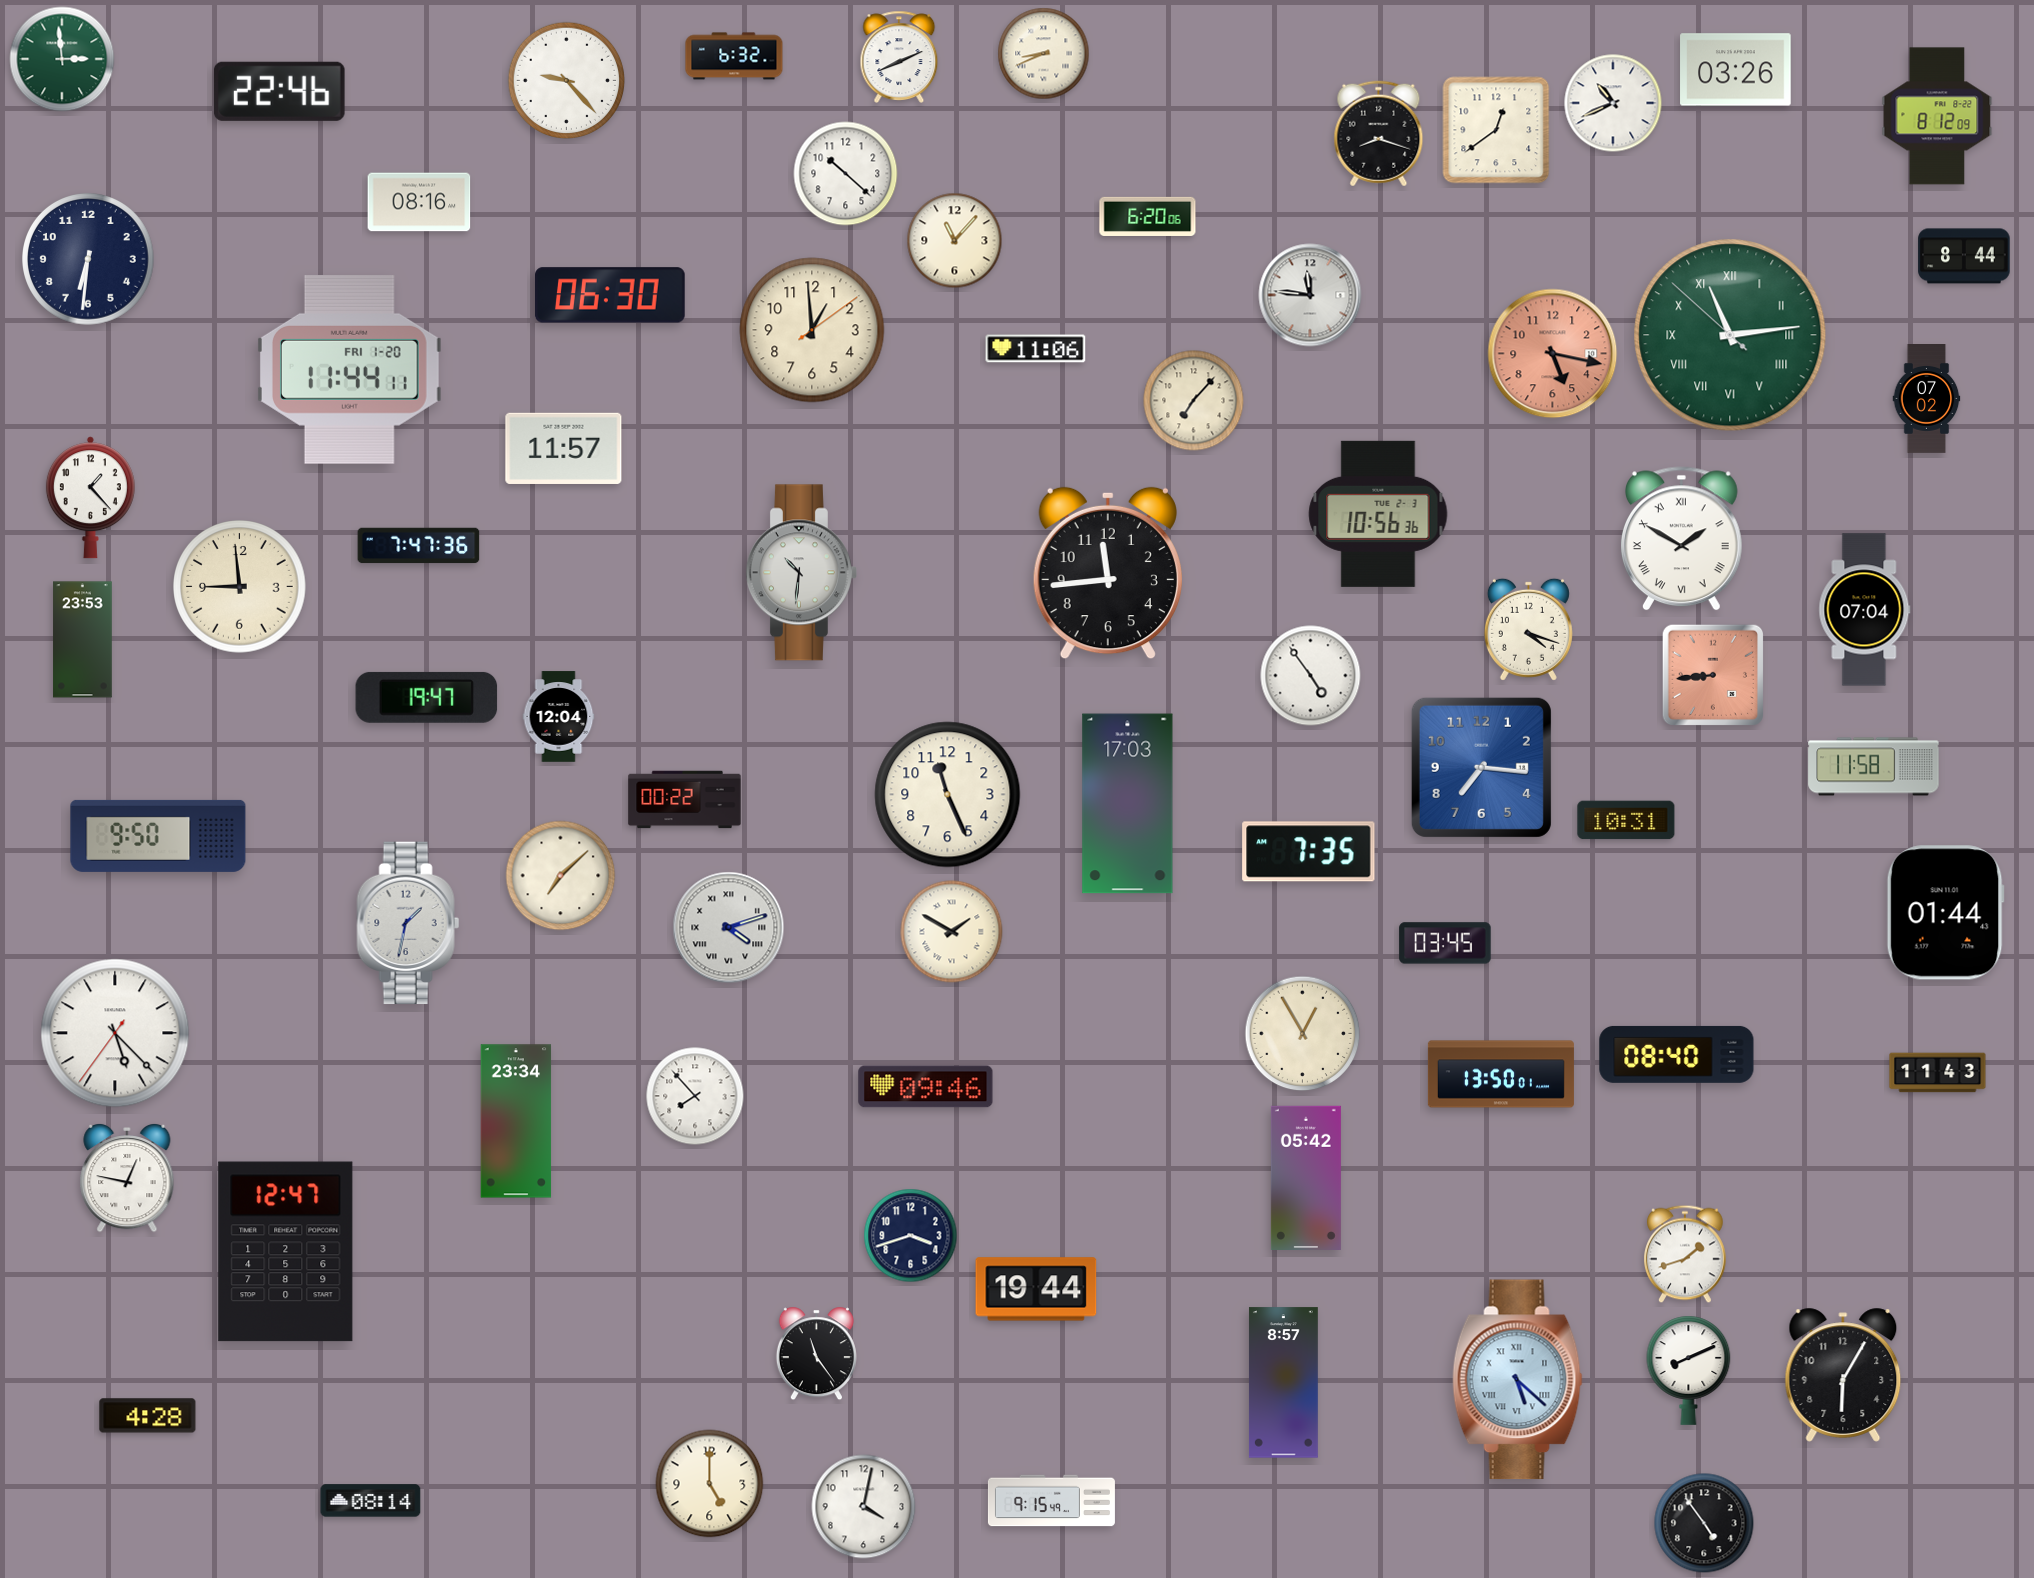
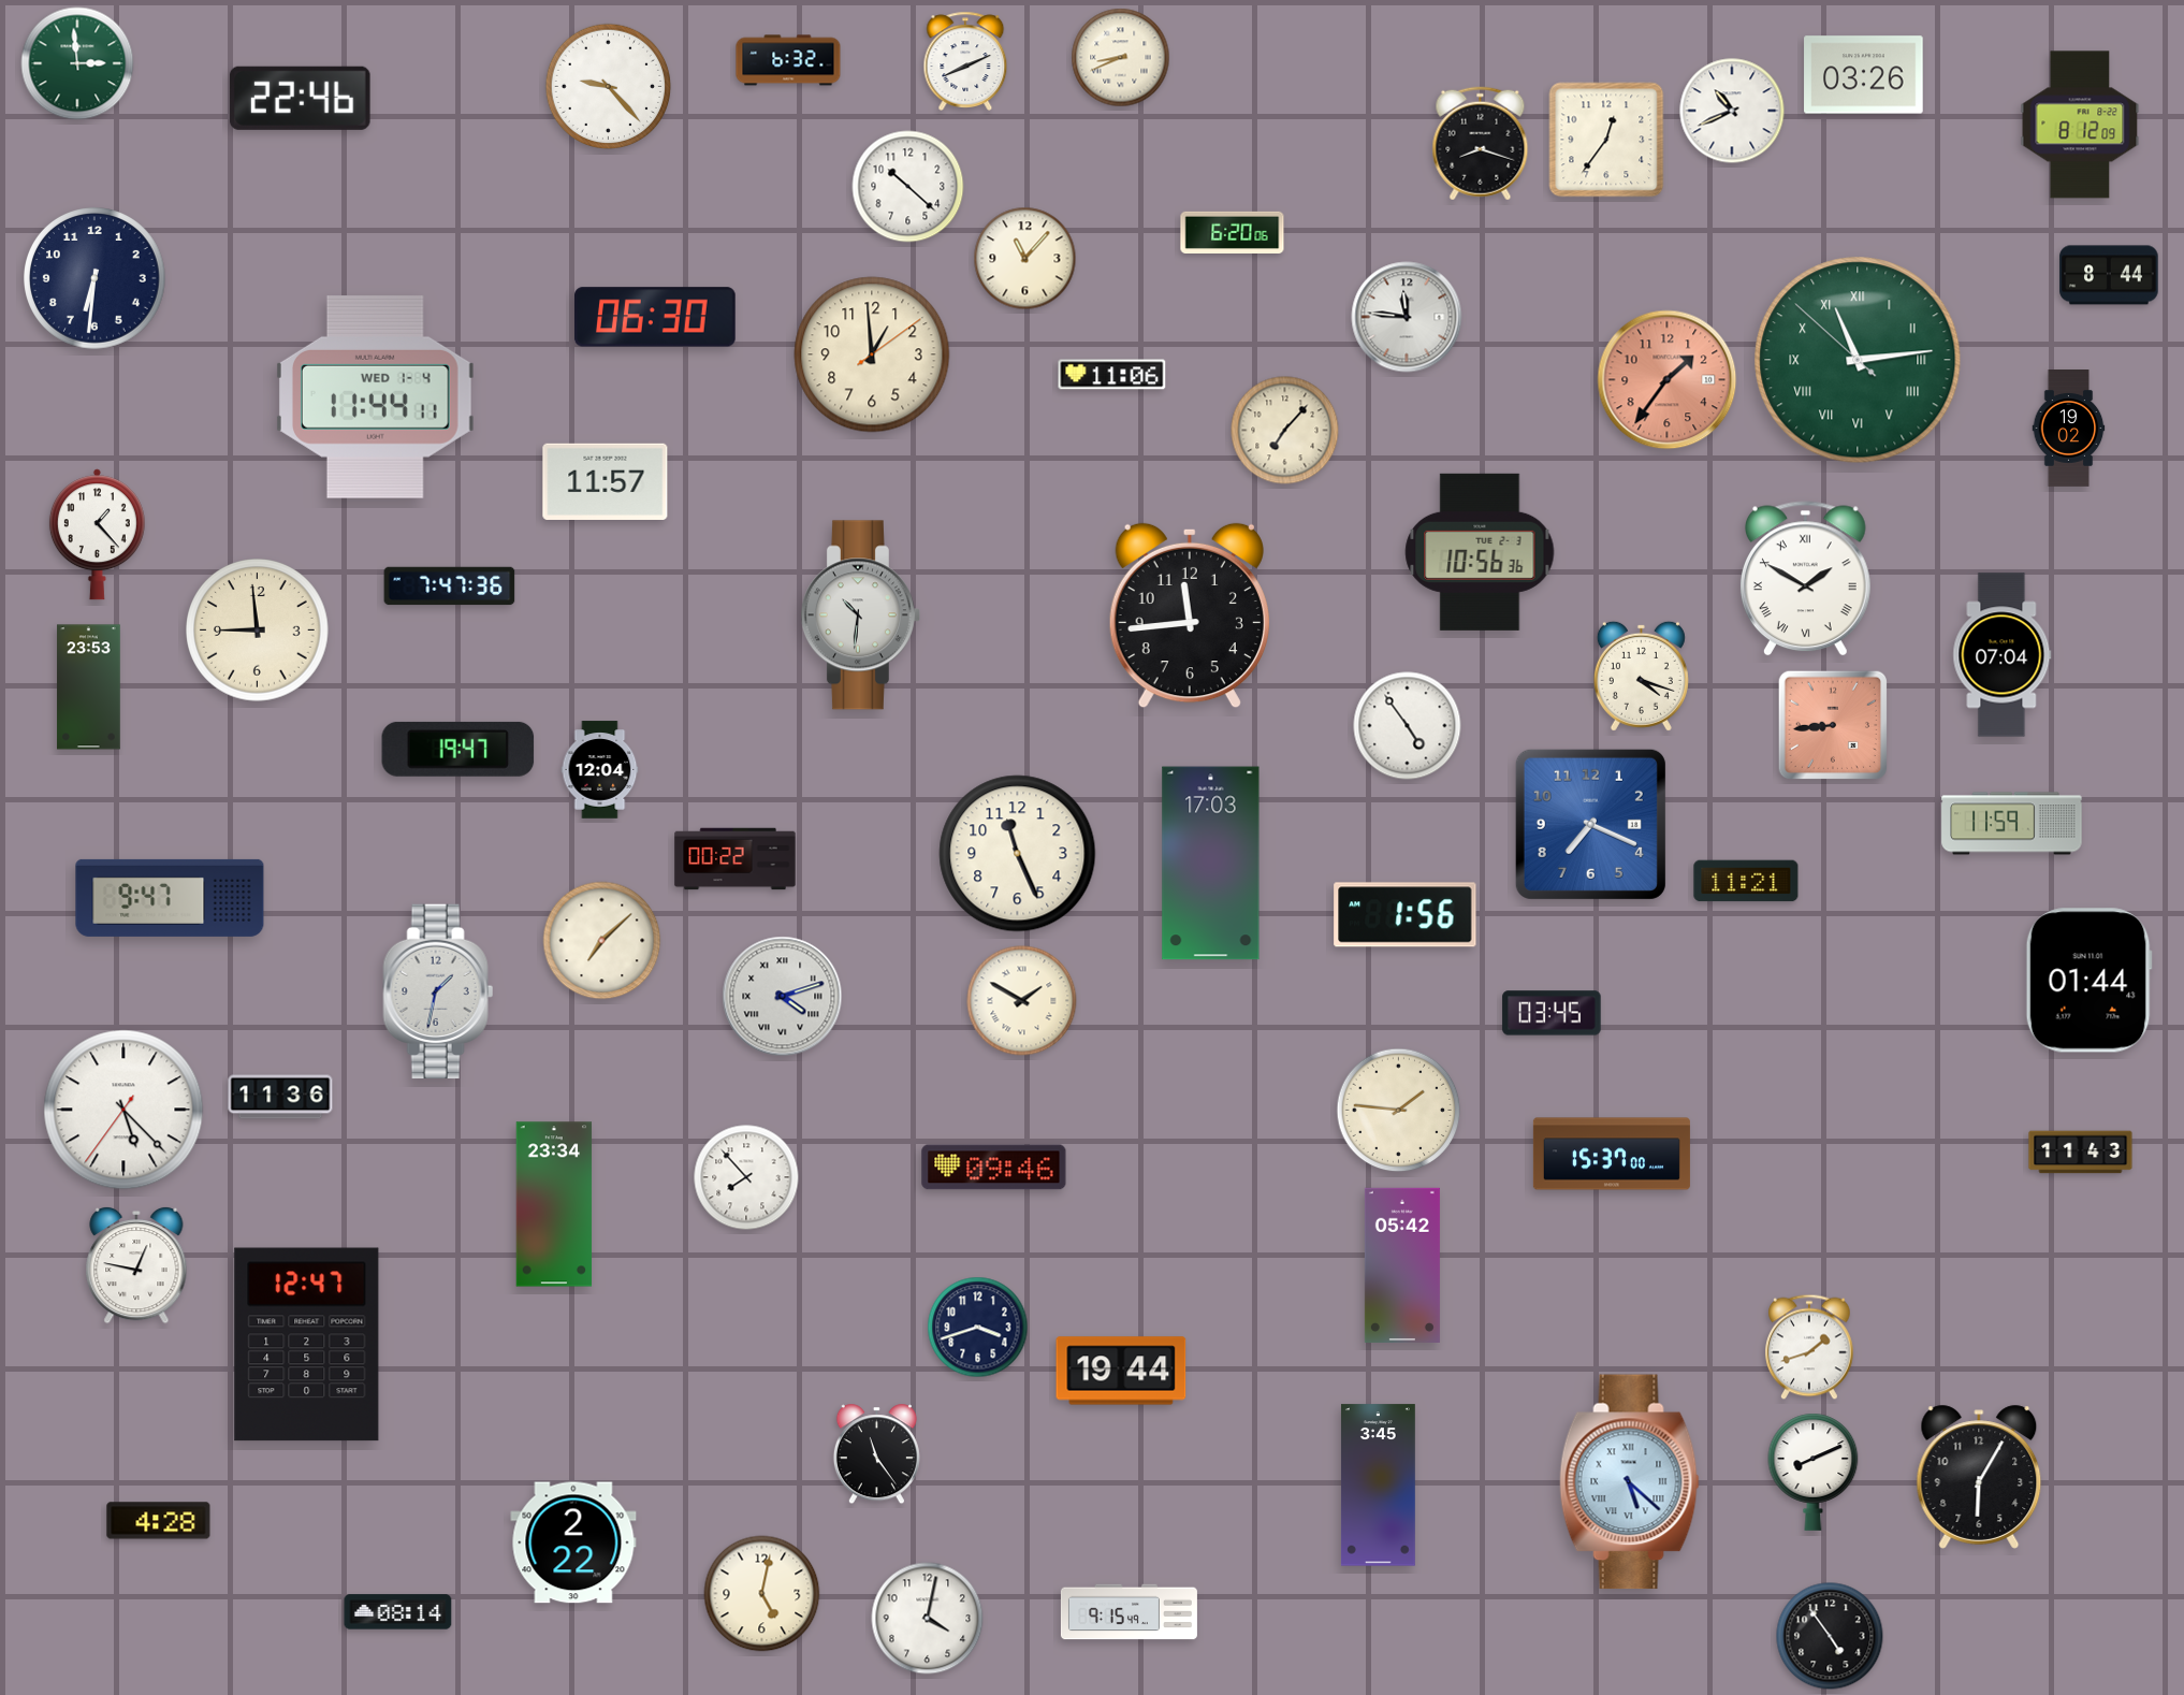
clock at (62, 59) position: (62, 59) -> (77, 63)
clock at (1496, 130): 12:39 -> 12:36
clock at (419, 202): 08:16 -> none
clock at (1553, 354): 5:17 -> 1:36
clock at (350, 369) date: FRI 1-20 -> WED 1-4
clock at (1927, 399): 07:02 -> 19:02
clock at (1194, 401) position: (1194, 401) -> (1285, 431)
clock at (1712, 674) position: (1712, 674) -> (1832, 724)
clock at (1481, 767): 7:16 -> 7:19
clock at (1874, 767): 11:58 -> 11:59
clock at (1626, 820): 10:31 -> 11:21
clock at (158, 836): 9:50 -> 9:47
clock at (1309, 852): 7:35 -> 1:56
clock at (280, 1097): none -> 11:36
clock at (1303, 1034): 12:55 -> 1:46
clock at (1677, 1054): 08:40 -> none
clock at (1501, 1074): 13:50 -> 15:37
clock at (1036, 1289) position: (1036, 1289) -> (1121, 1371)
clock at (1283, 1383): 8:57 -> 3:45
clock at (573, 1542): none -> 2:22
clock at (710, 1484): 5:00 -> 5:02
